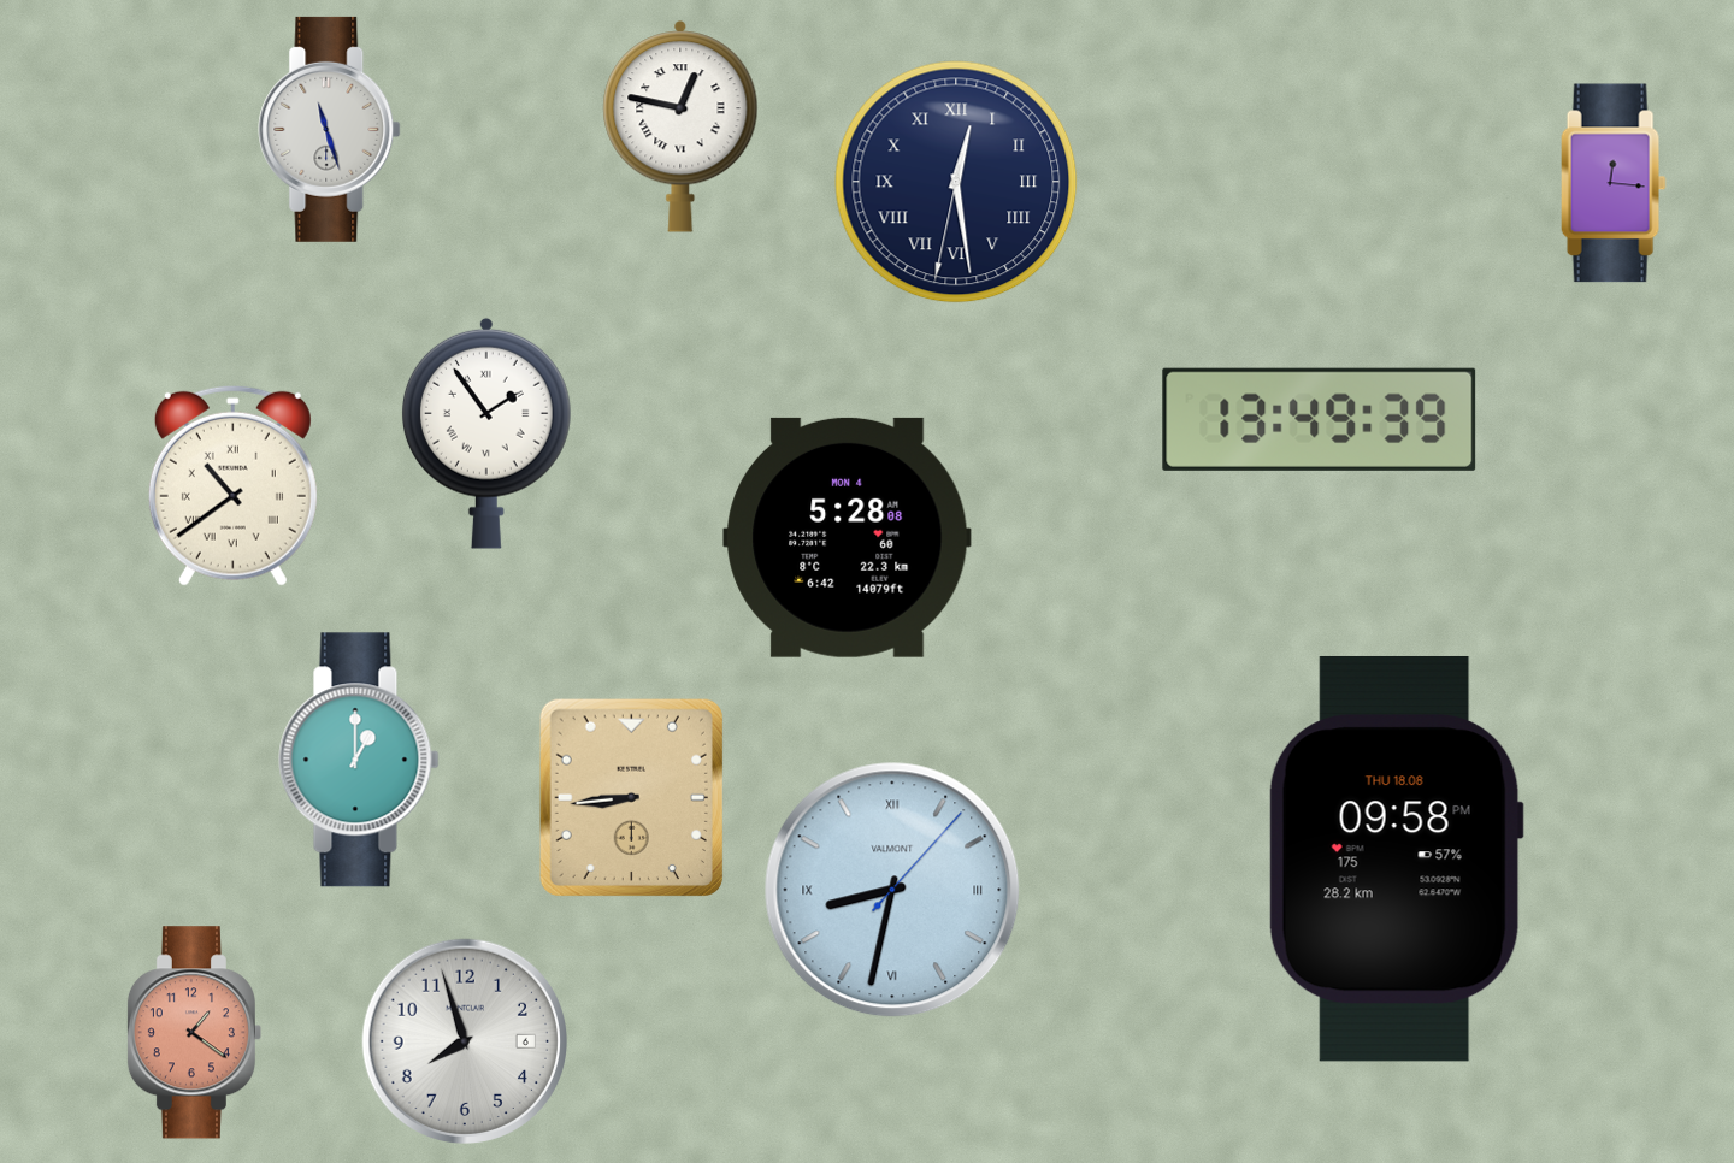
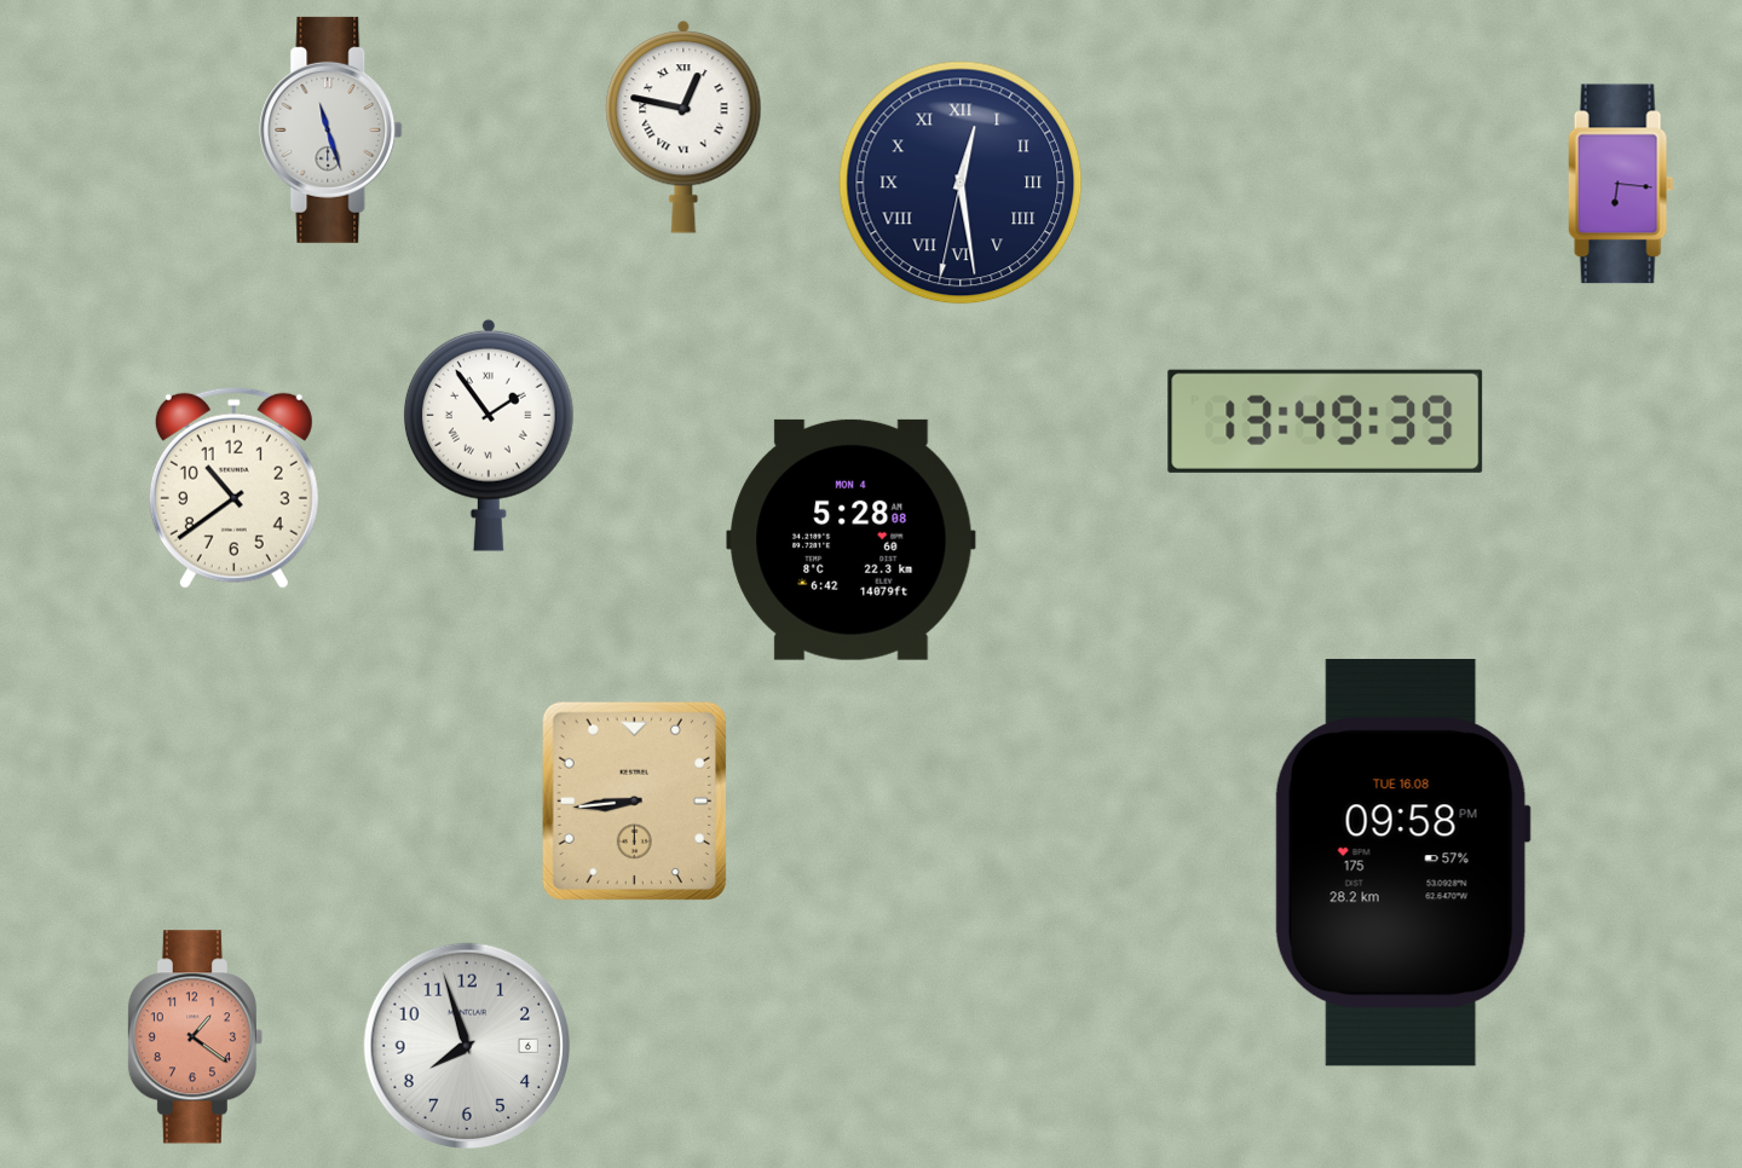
clock at (1614, 183): 12:16 -> 6:16
clock at (232, 485) numerals: Roman -> Arabic
clock at (359, 760): 1:00 -> none
clock at (1396, 858) date: THU 18.08 -> TUE 16.08
clock at (892, 890): 8:32 -> none
